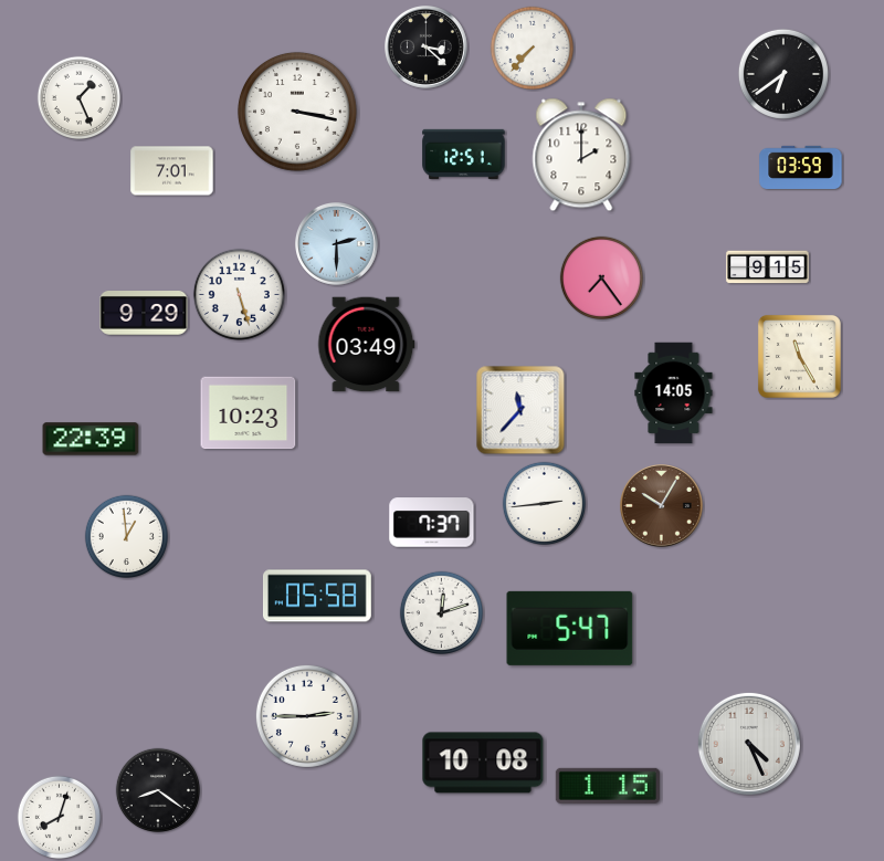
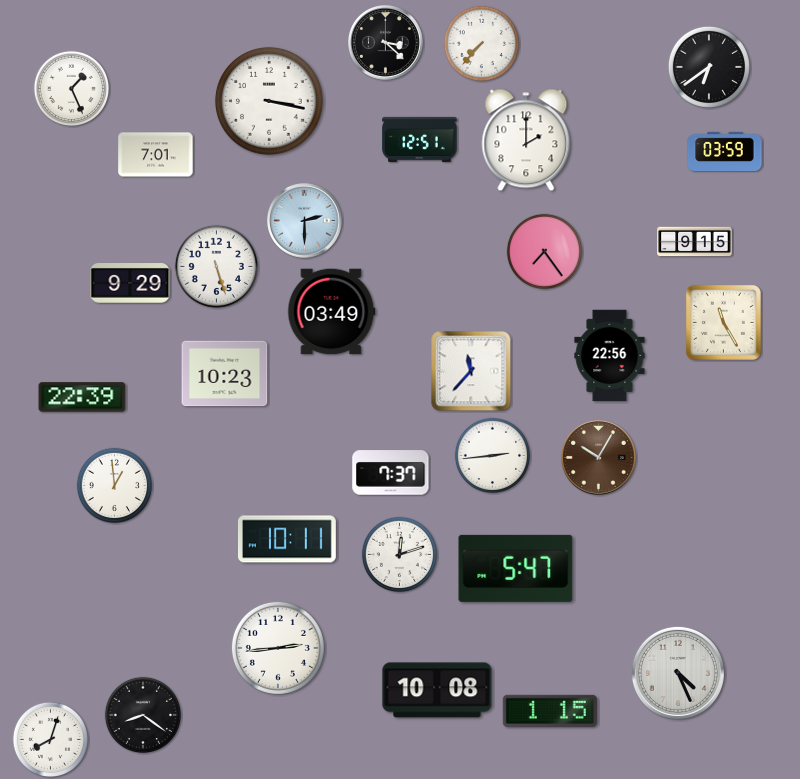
clock at (674, 393): 14:05 -> 22:56
clock at (317, 596): 05:58 -> 10:11
clock at (307, 716): 2:45 -> 2:44
clock at (59, 817) position: (59, 817) -> (50, 739)
